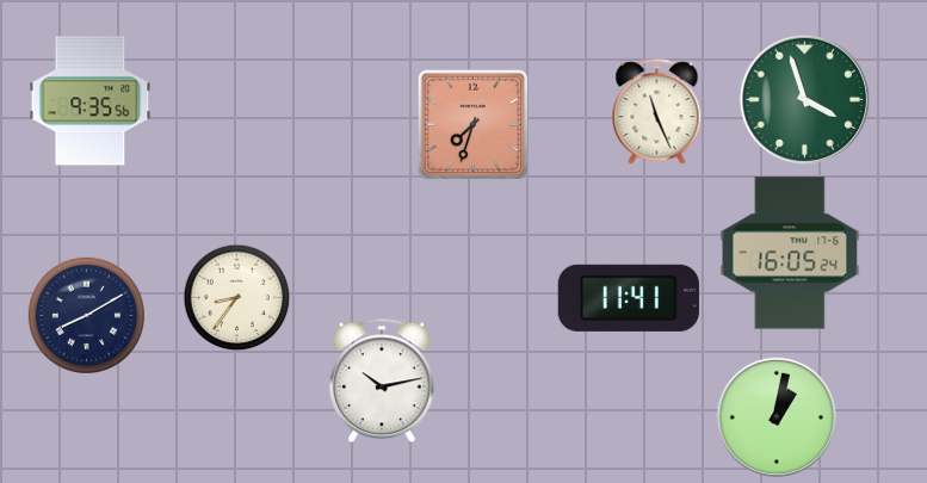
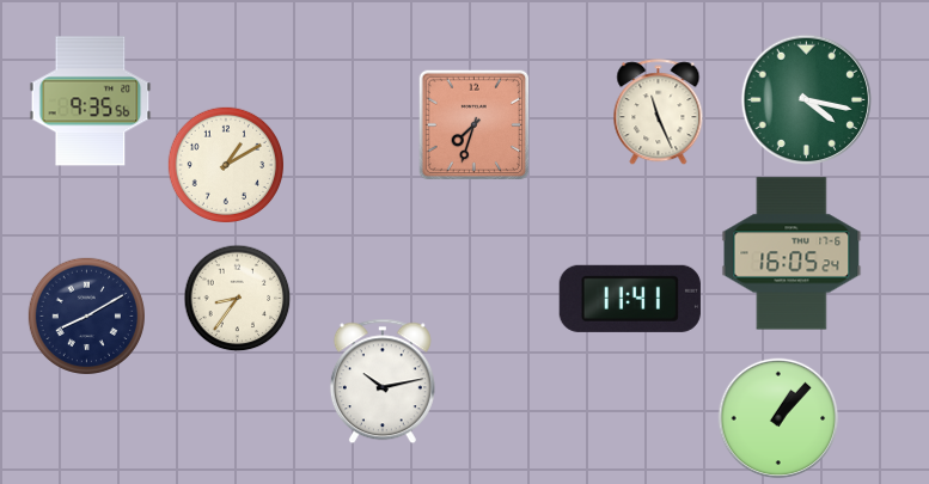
clock at (805, 100): 3:57 -> 4:17
clock at (225, 164): none -> 1:10
clock at (777, 417): 1:02 -> 1:07
